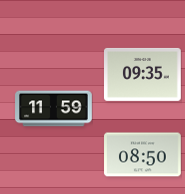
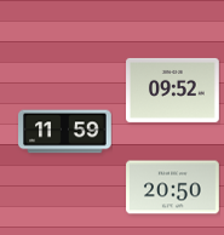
clock at (143, 74): 09:35 -> 09:52
clock at (143, 155): 08:50 -> 20:50
